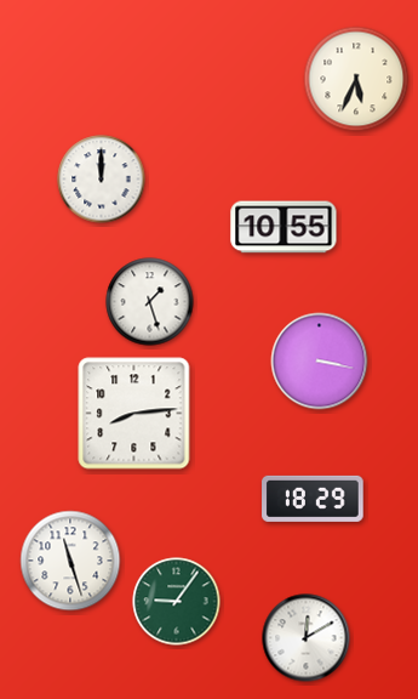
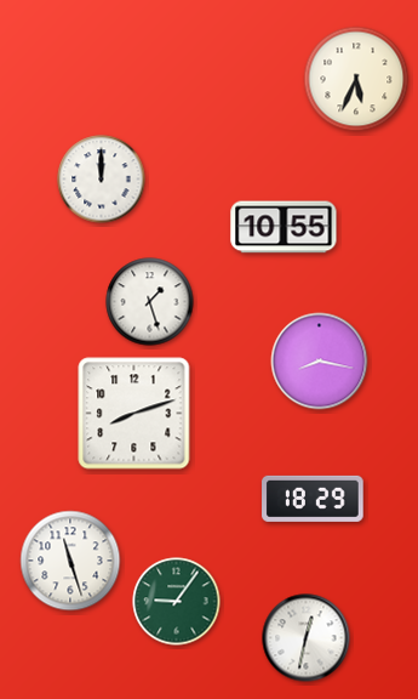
clock at (320, 362): 3:17 -> 8:17
clock at (134, 414): 8:14 -> 8:12
clock at (307, 638): 12:10 -> 12:32
